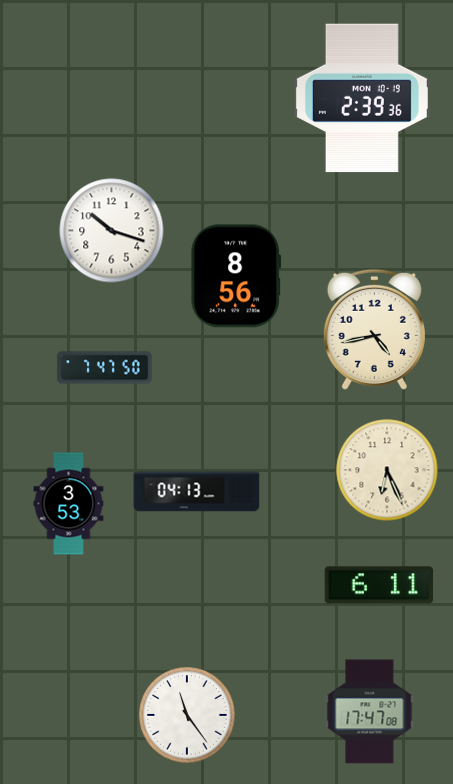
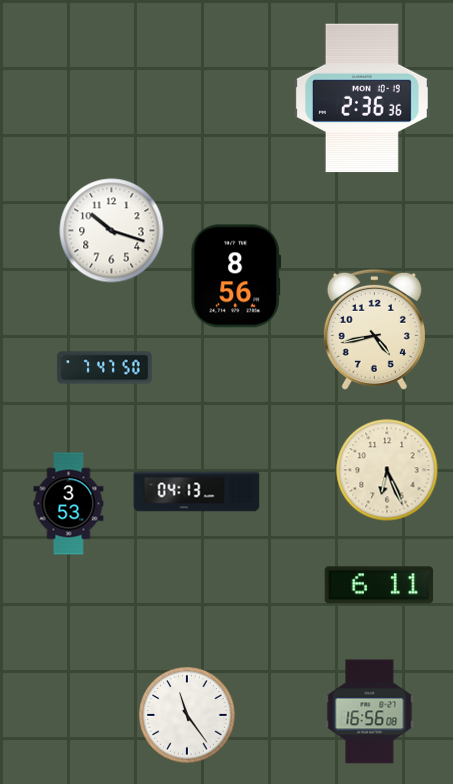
clock at (362, 98): 2:39 -> 2:36
clock at (370, 712): 17:47 -> 16:56
